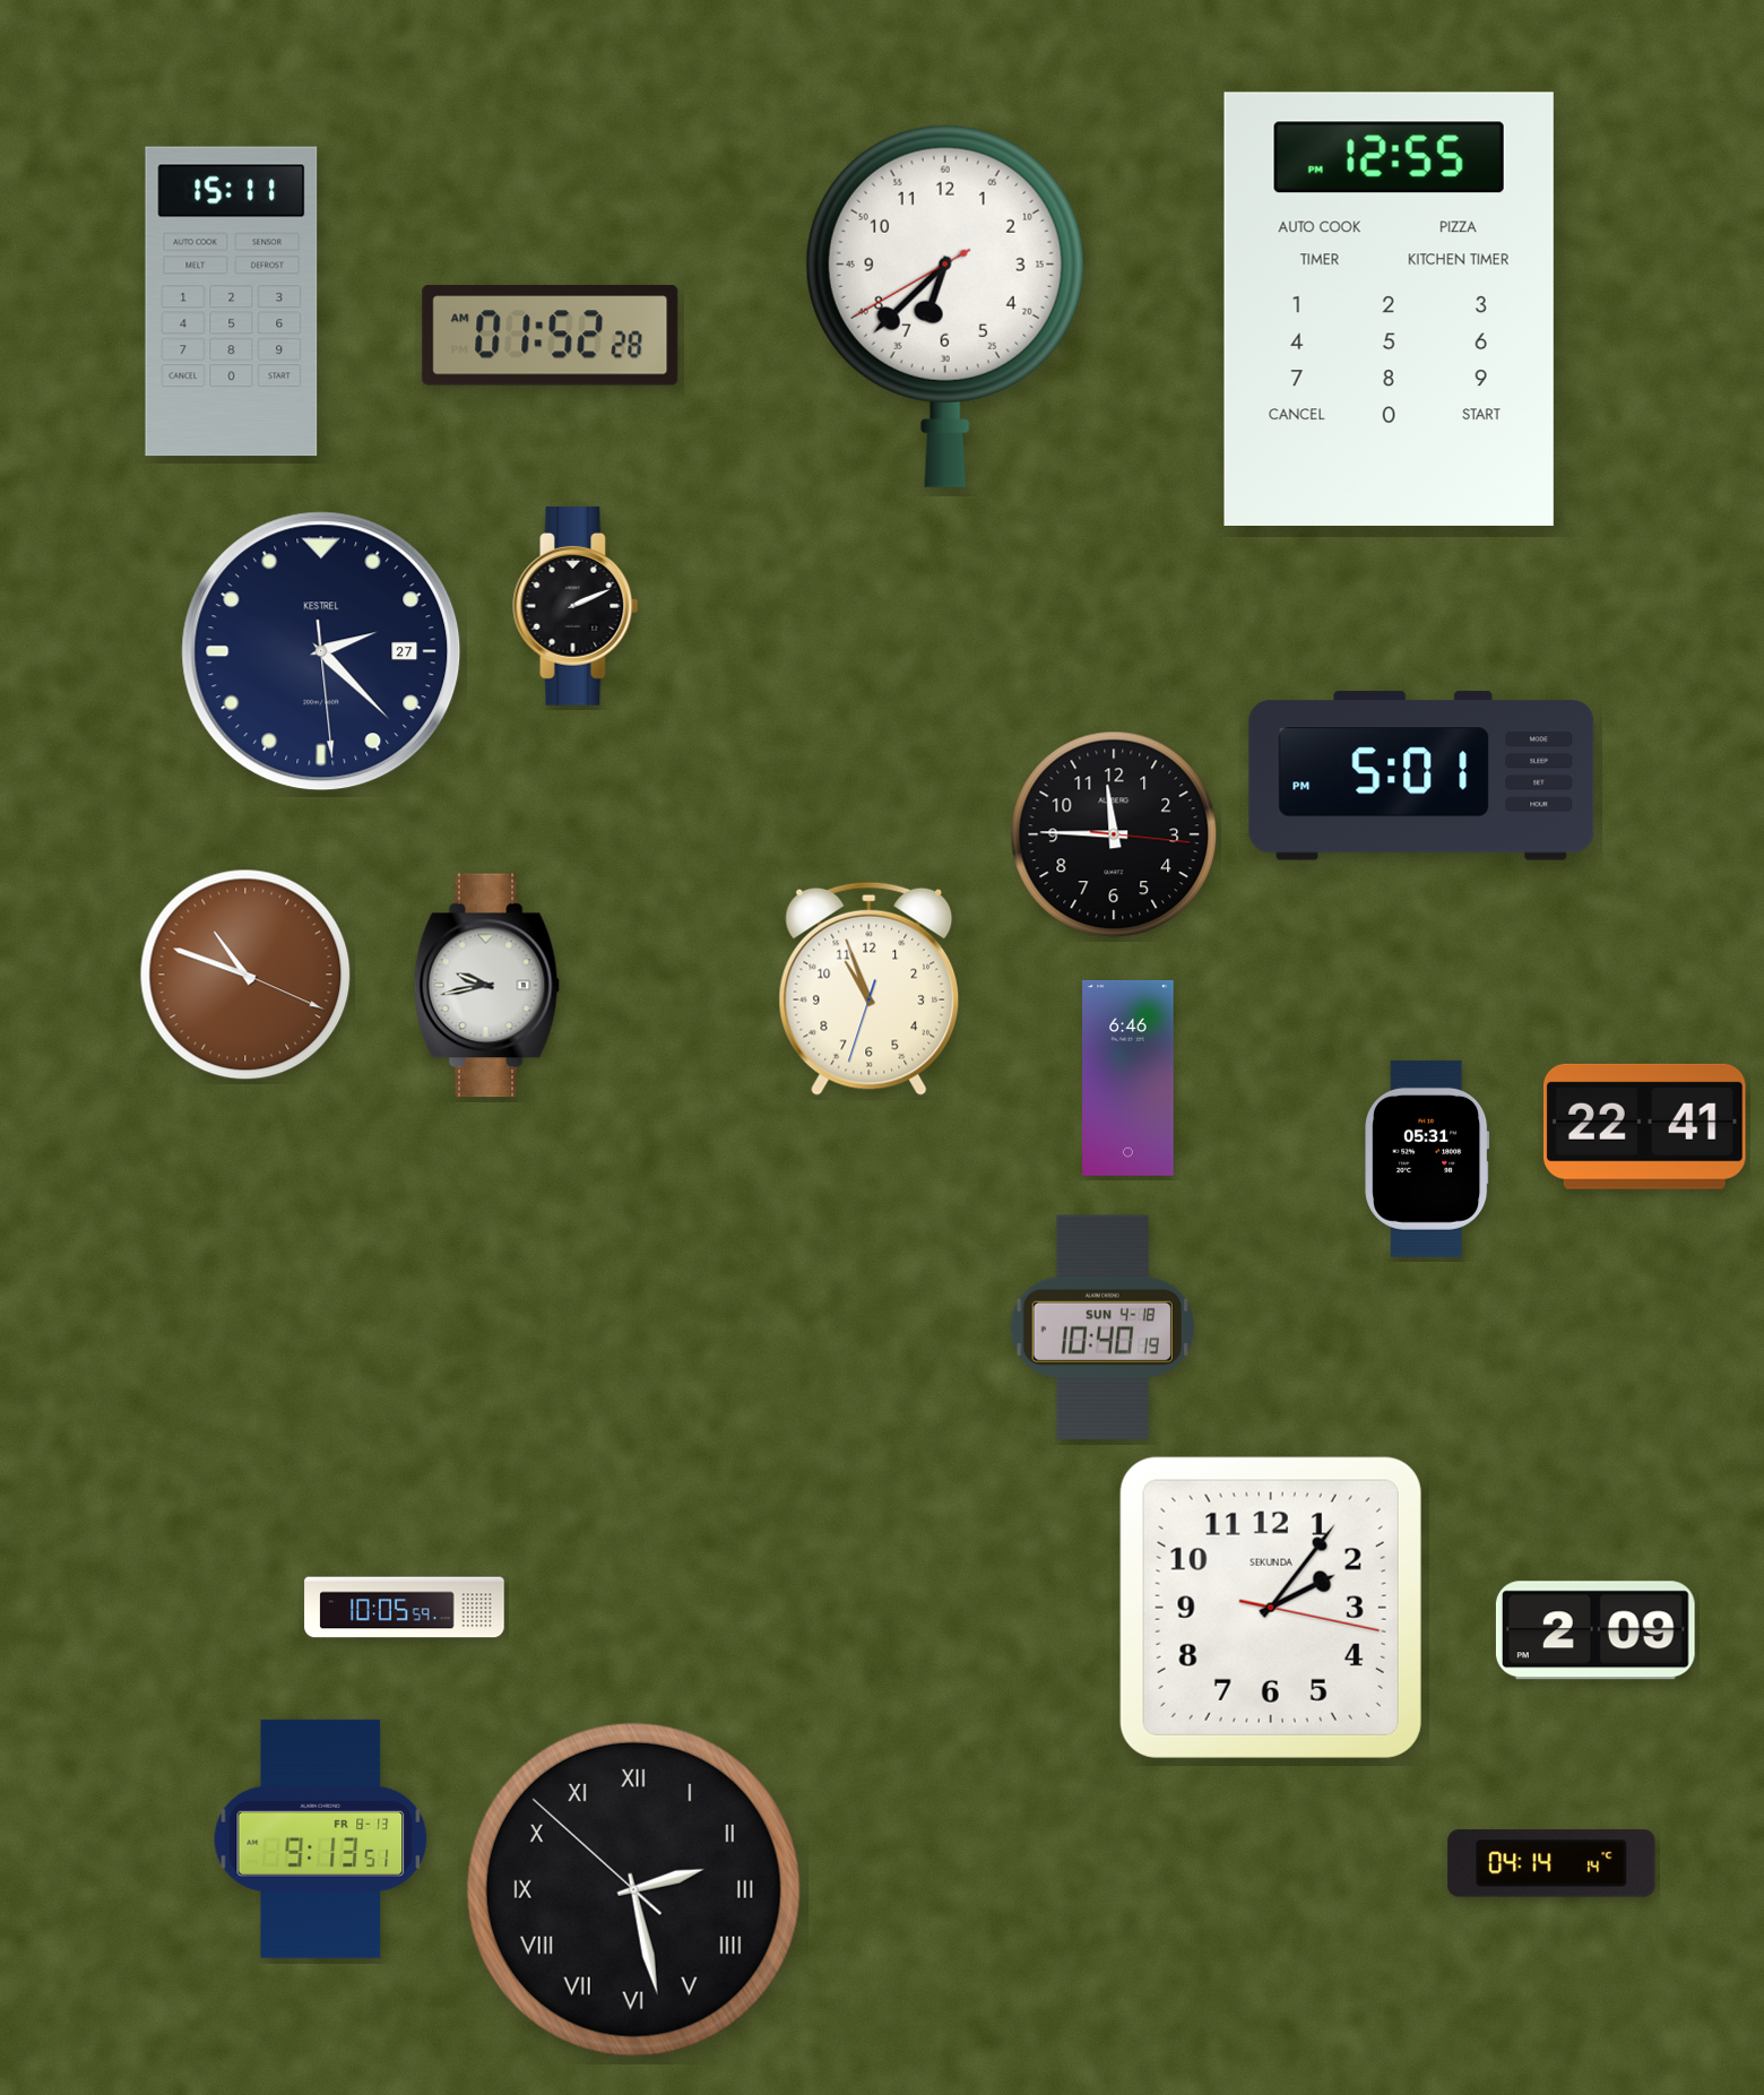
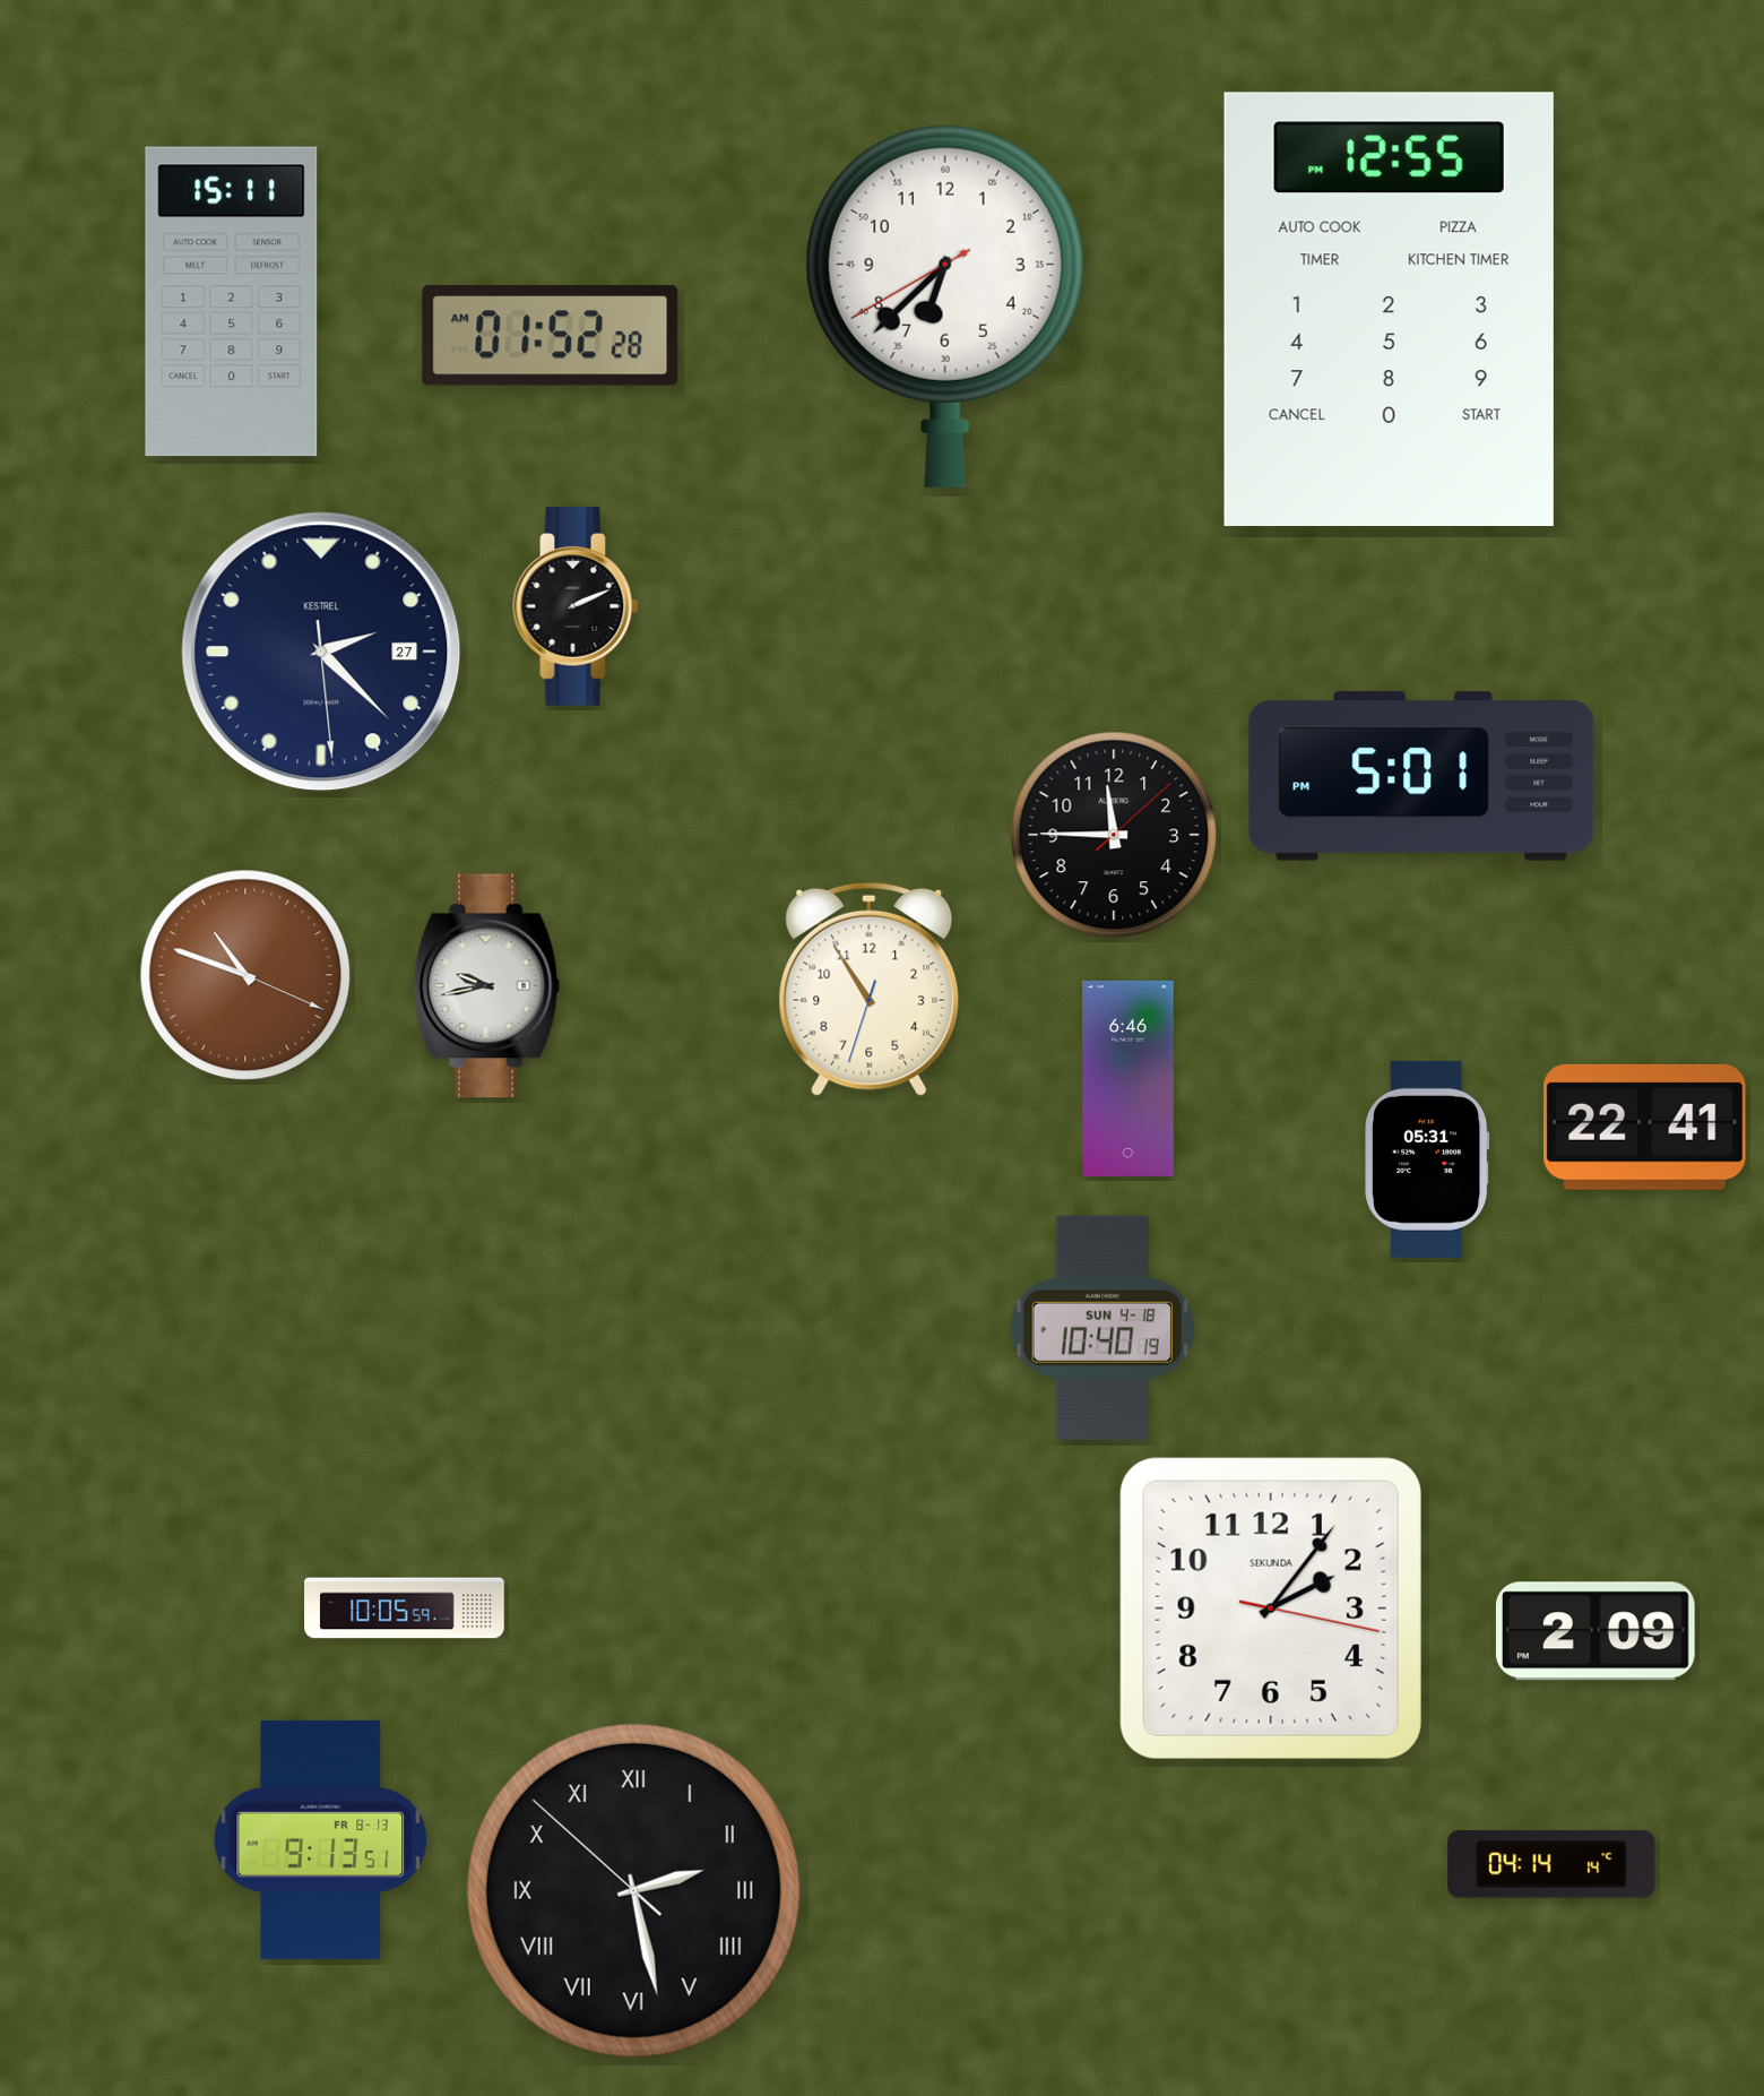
clock at (1114, 834): 11:45:16 -> 11:45:08
clock at (870, 988): 10:56 -> 10:54
